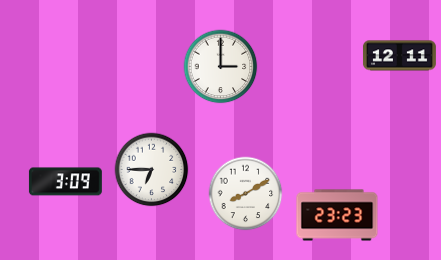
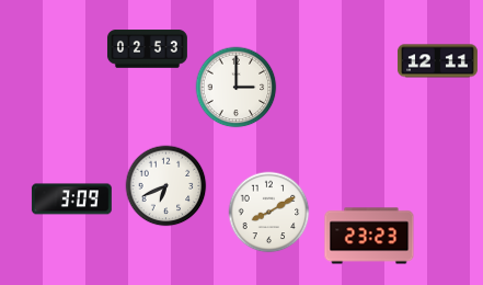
clock at (147, 49): none -> 02:53
clock at (221, 67) position: (221, 67) -> (237, 88)
clock at (152, 170): 6:45 -> 6:41
